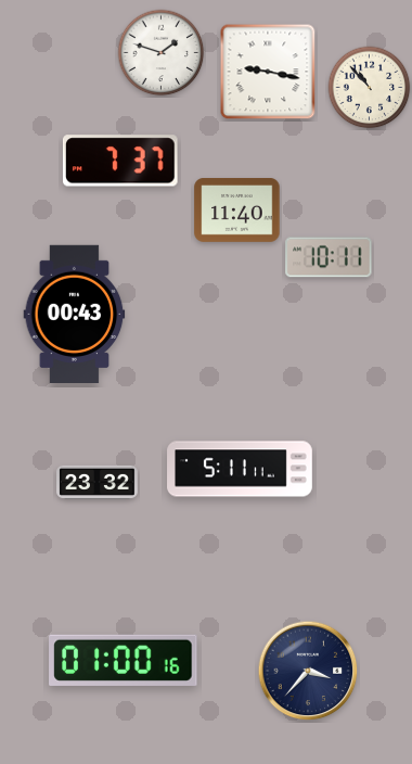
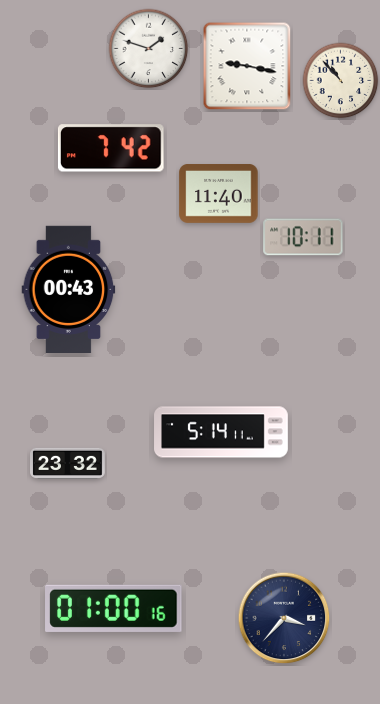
clock at (120, 161): 7:37 -> 7:42
clock at (240, 469): 5:11 -> 5:14
clock at (98, 482) position: (98, 482) -> (68, 463)
